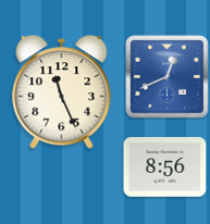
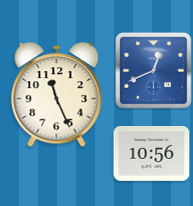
clock at (62, 92) position: (62, 92) -> (57, 95)
clock at (165, 167): 8:56 -> 10:56
